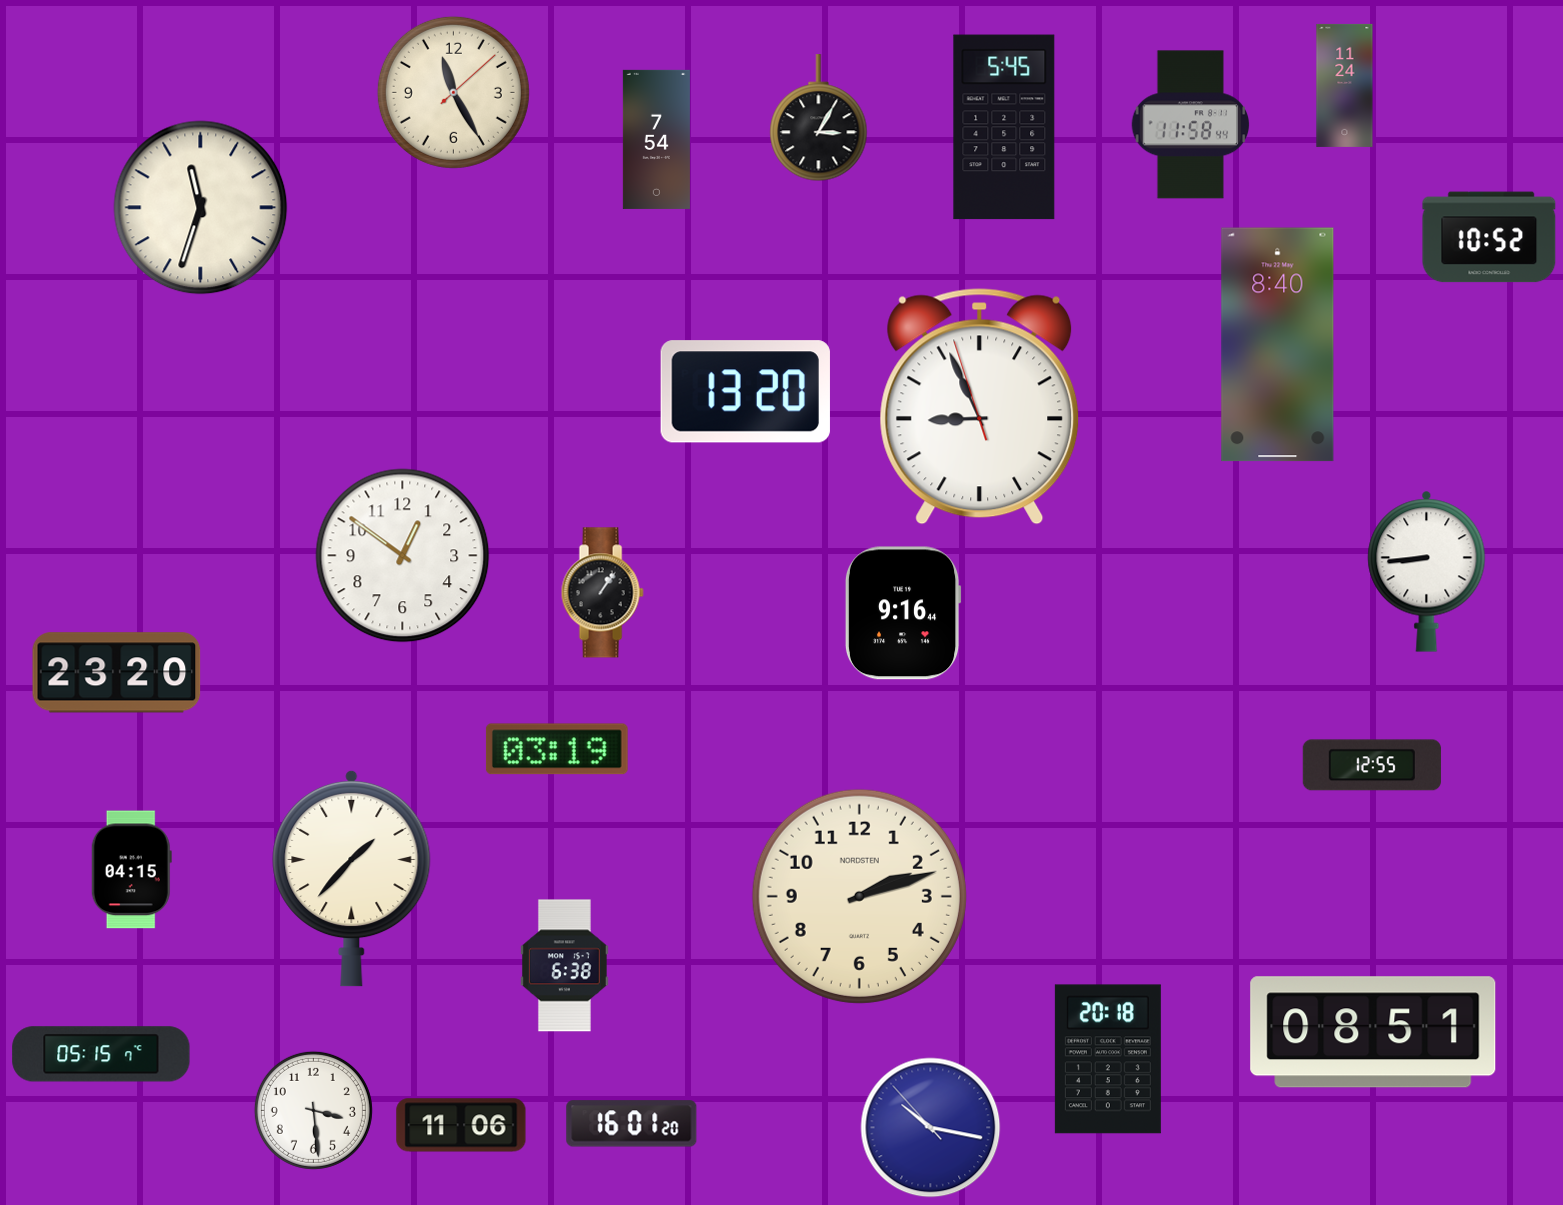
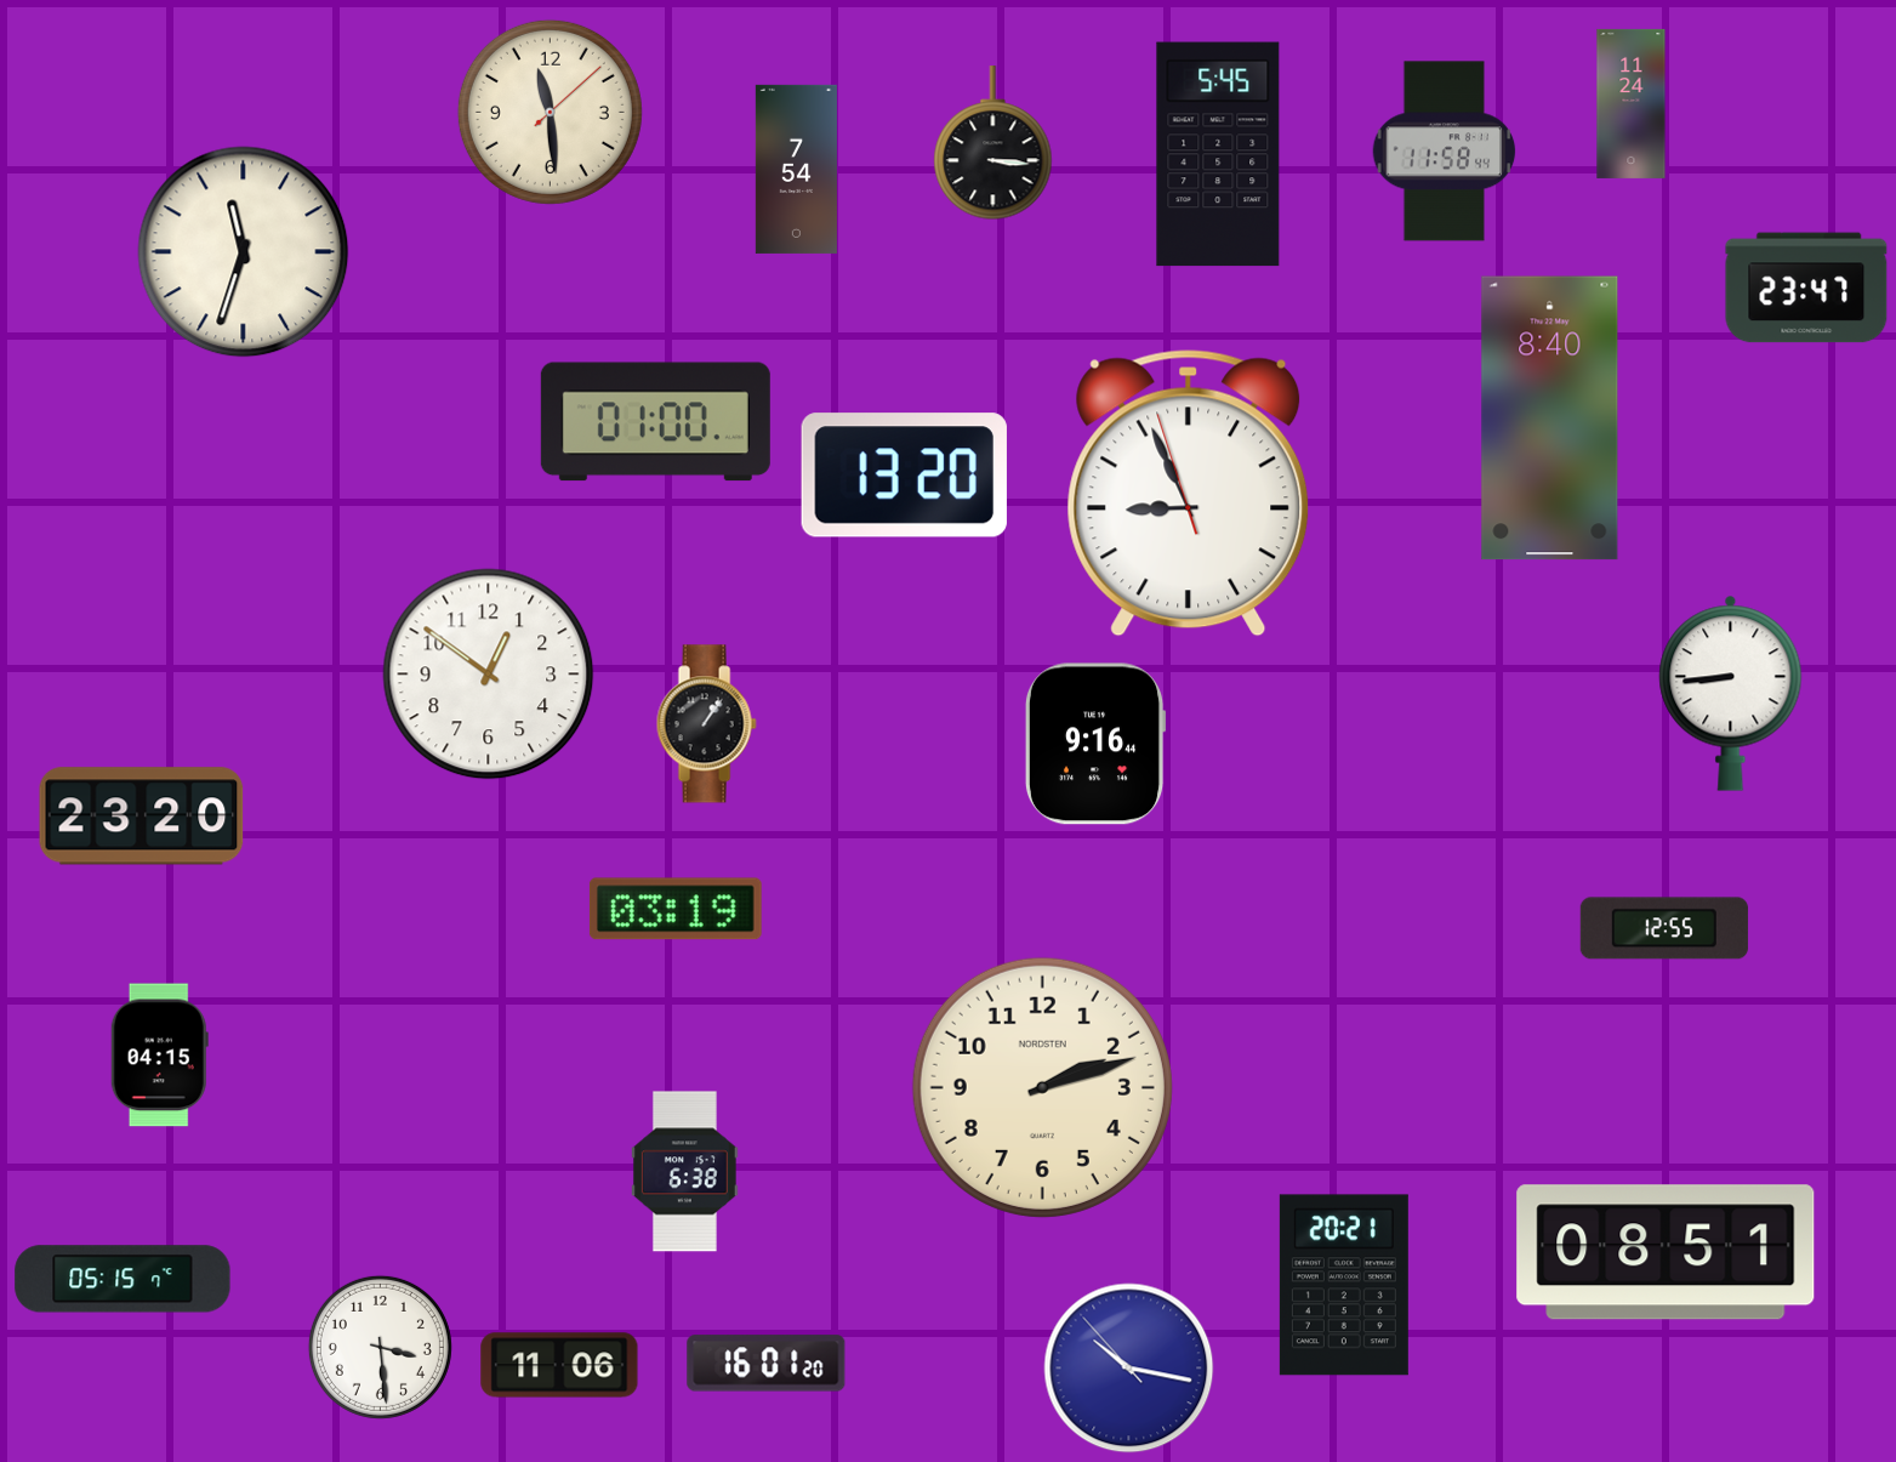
clock at (453, 92): 11:25 -> 11:29
clock at (819, 118): 3:05 -> 3:16
clock at (1489, 237): 10:52 -> 23:47
clock at (655, 422): none -> 01:00
clock at (602, 593) position: (602, 593) -> (706, 724)
clock at (352, 878): 1:37 -> none
clock at (1108, 1059): 20:18 -> 20:21
